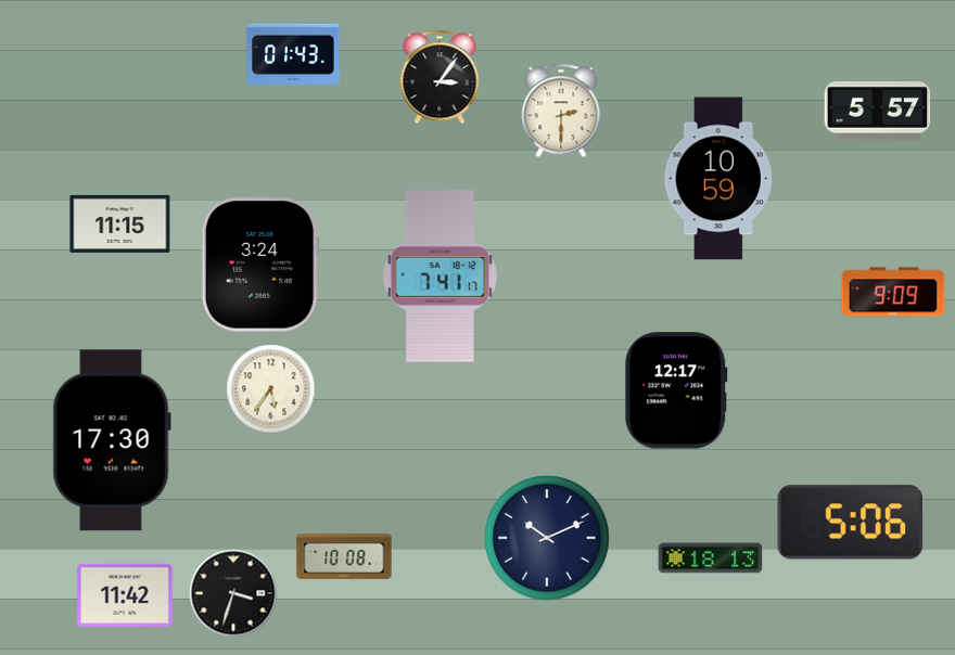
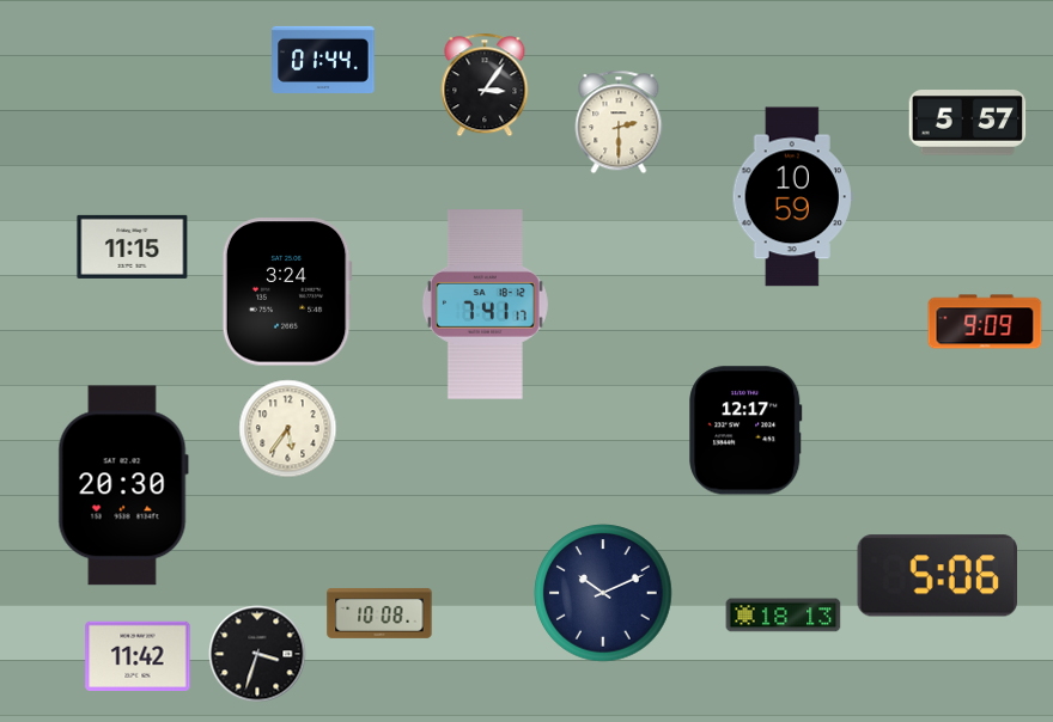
clock at (293, 54): 01:43 -> 01:44
clock at (271, 389) position: (271, 389) -> (288, 429)
clock at (112, 440): 17:30 -> 20:30
